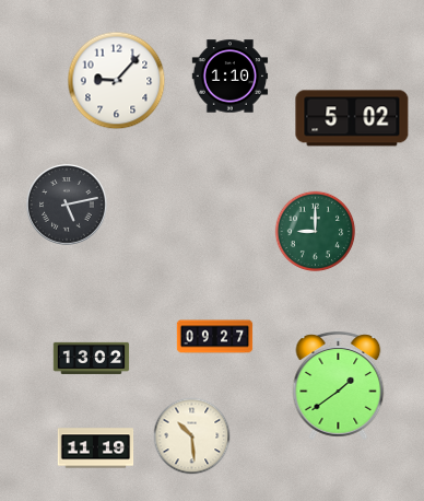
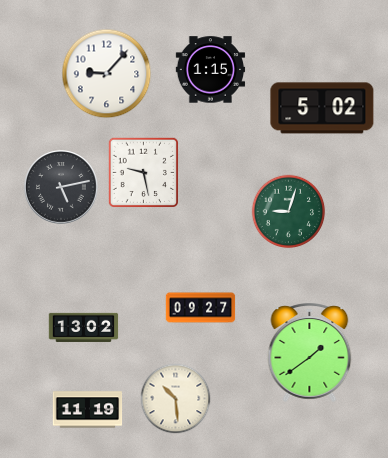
clock at (231, 77): 1:10 -> 1:15
clock at (144, 173): none -> 9:28
clock at (316, 232): 9:00 -> 9:03
clock at (215, 337) position: (215, 337) -> (201, 308)
